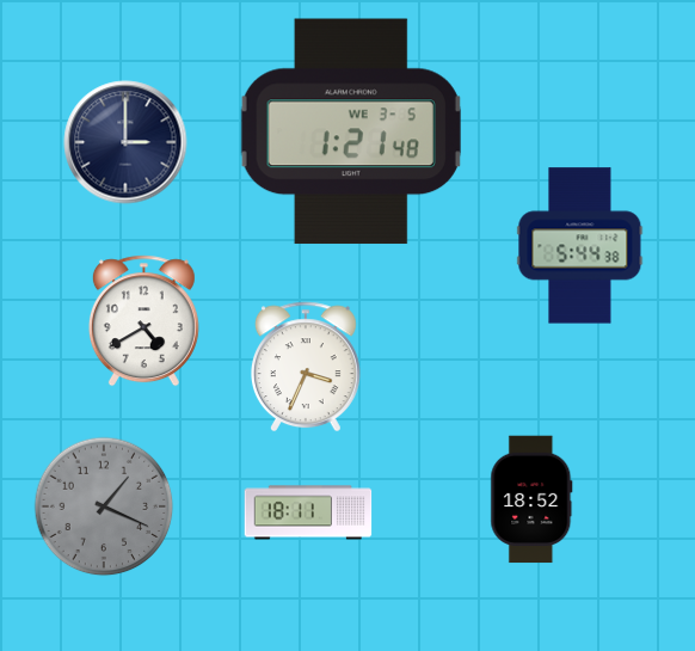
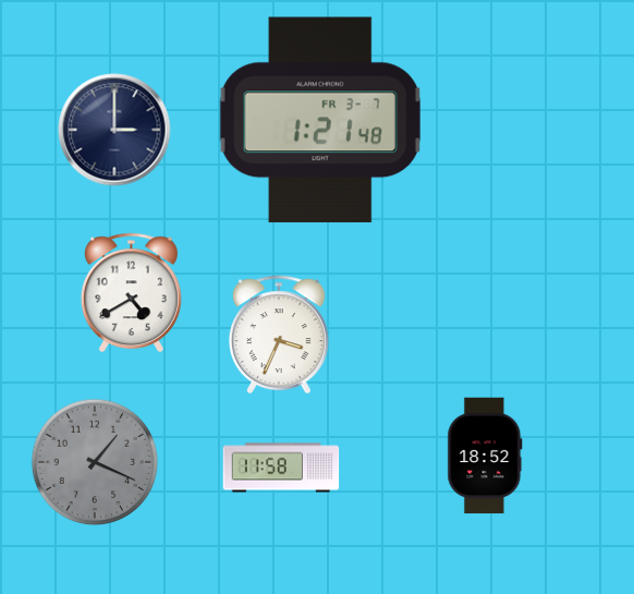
clock at (351, 131) date: WE 3-5 -> FR 3-7
clock at (580, 246): 5:44 -> none
clock at (308, 512): 18:11 -> 11:58
